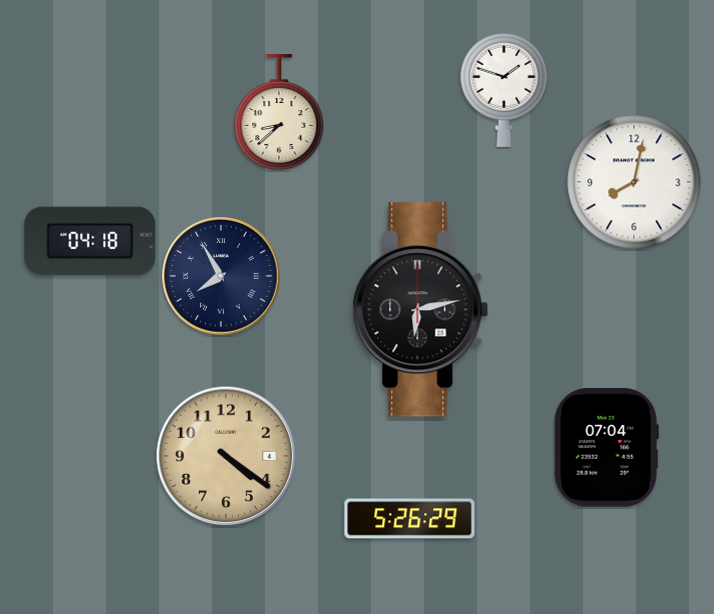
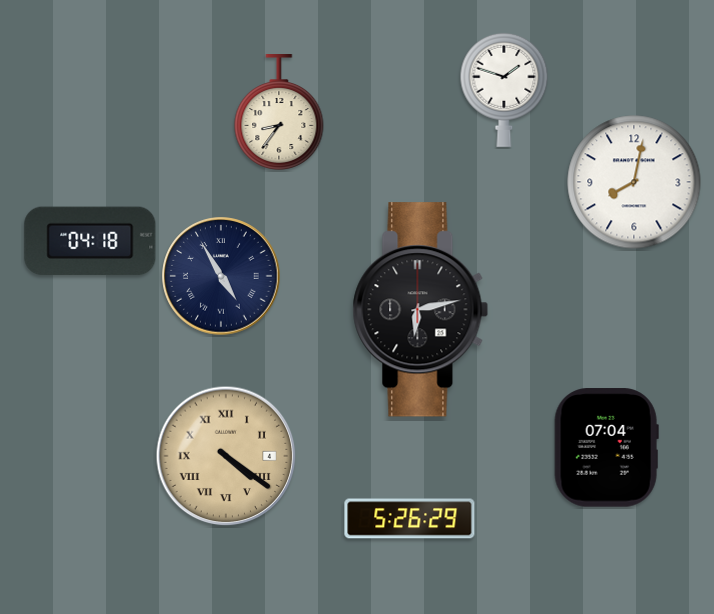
clock at (279, 113): 8:38 -> 8:36
clock at (221, 276): 7:55 -> 4:55
clock at (226, 456) numerals: Arabic -> Roman
